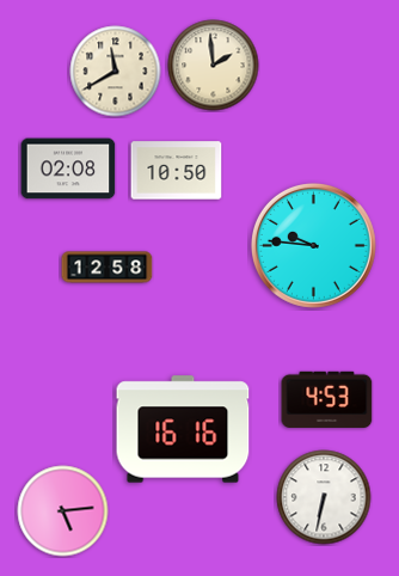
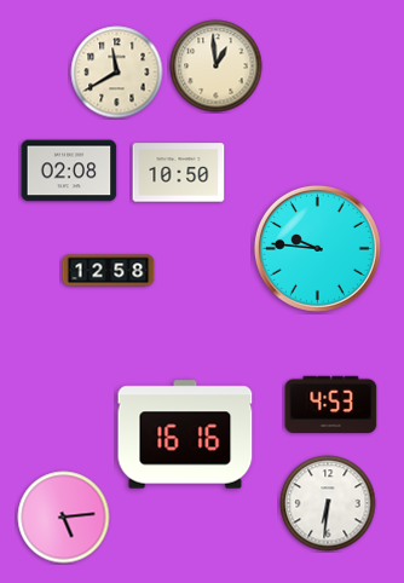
clock at (214, 66): 1:59 -> 12:59
clock at (324, 497): 6:32 -> 6:31
